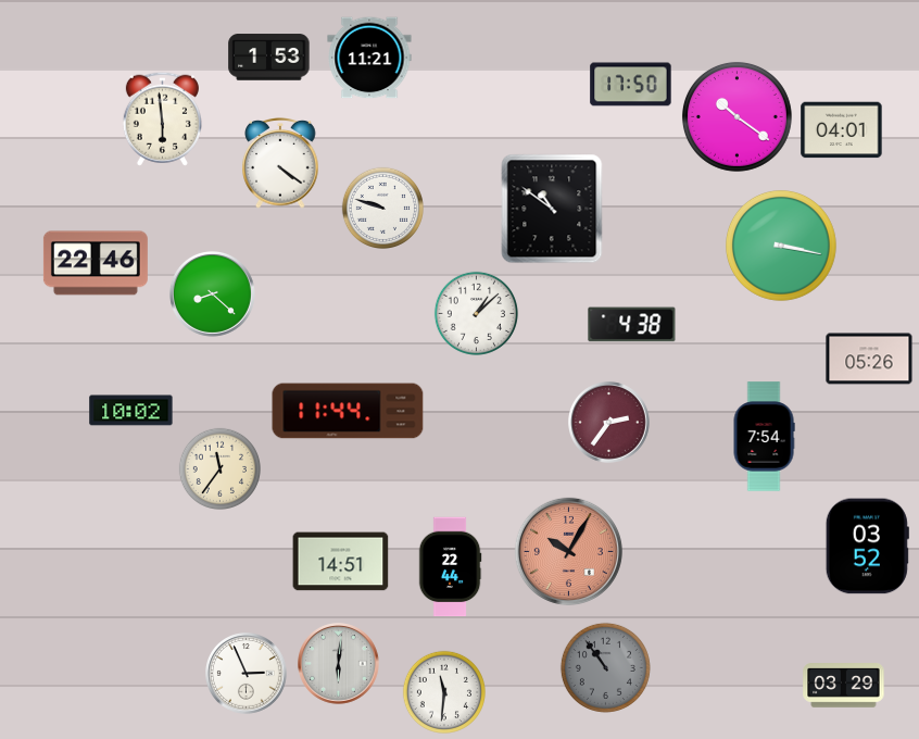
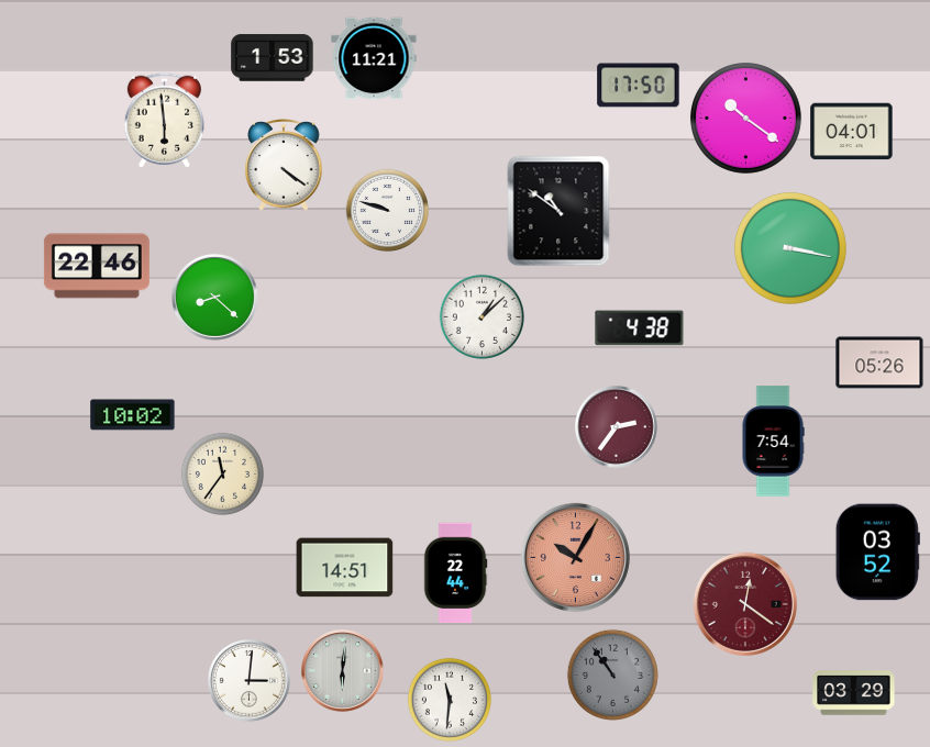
clock at (348, 411): 11:44 -> none
clock at (745, 604): none -> 12:21
clock at (247, 674): 2:56 -> 3:01
